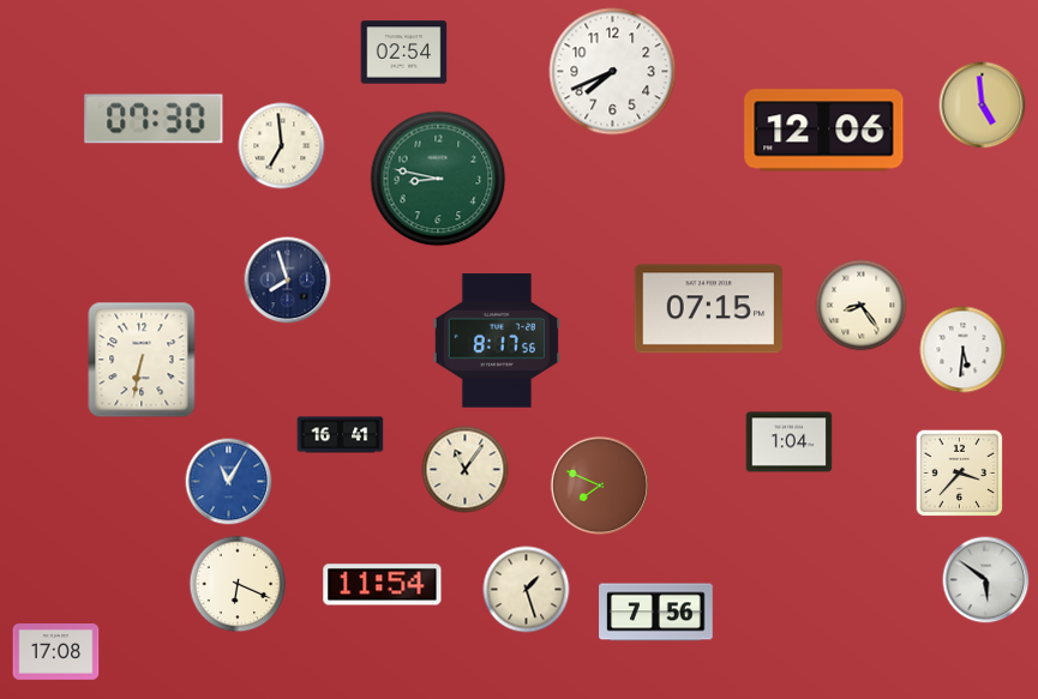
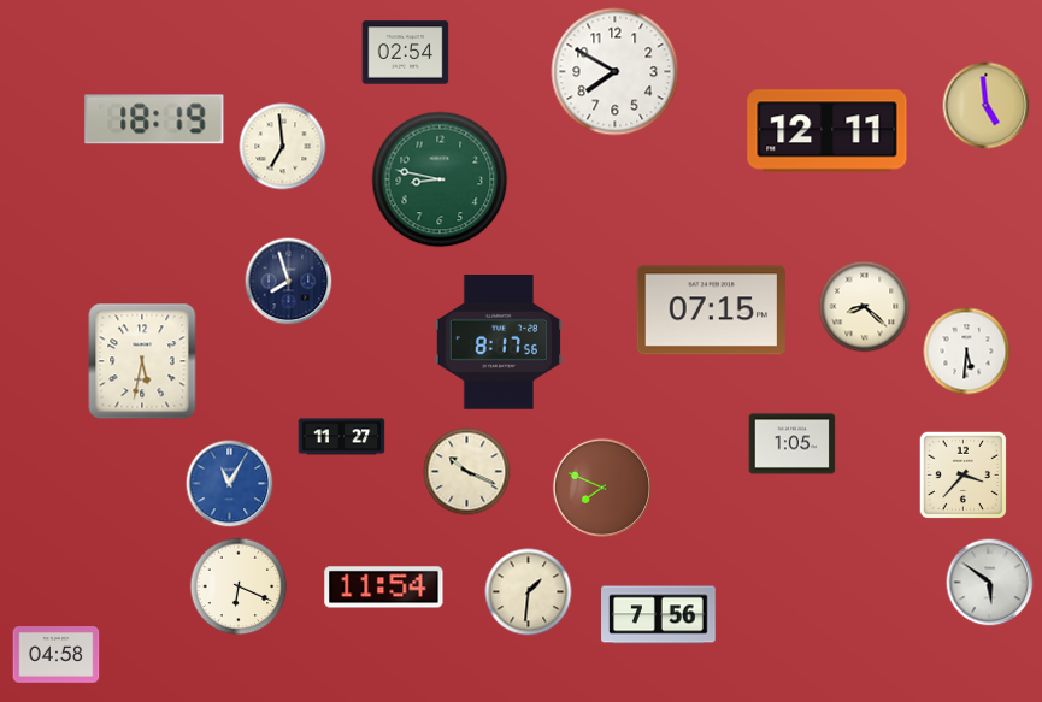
clock at (613, 72): 7:41 -> 7:50
clock at (154, 119): 07:30 -> 18:19
clock at (824, 131): 12:06 -> 12:11
clock at (862, 306): 8:24 -> 8:22
clock at (142, 360): 6:32 -> 5:32
clock at (341, 435): 16:41 -> 11:27
clock at (790, 442): 1:04 -> 1:05
clock at (466, 470): 11:06 -> 10:19
clock at (527, 590): 1:27 -> 1:31
clock at (56, 652): 17:08 -> 04:58
